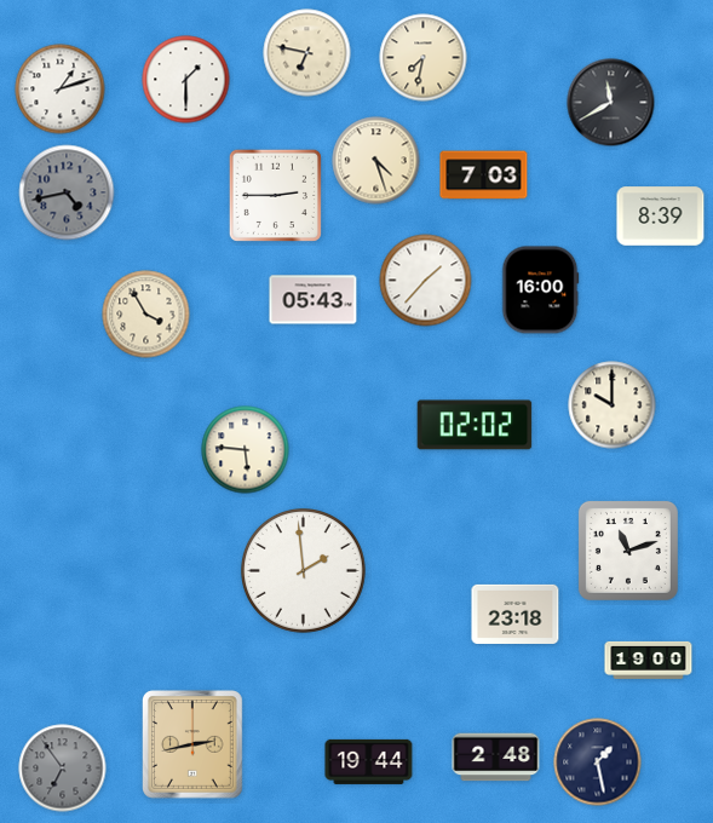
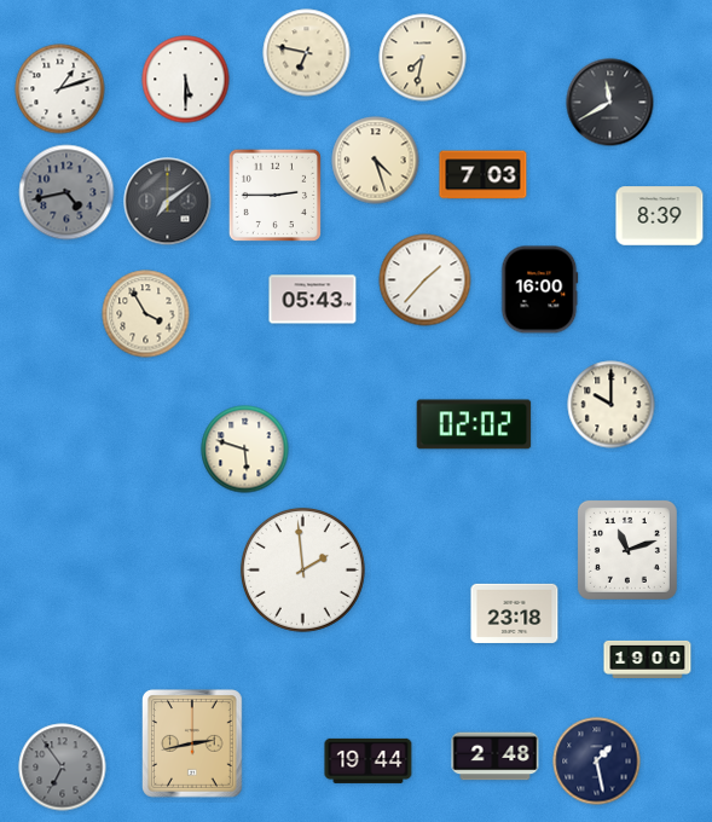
clock at (186, 80): 1:30 -> 5:30
clock at (168, 202): none -> 7:09
clock at (246, 450): 5:46 -> 5:48
